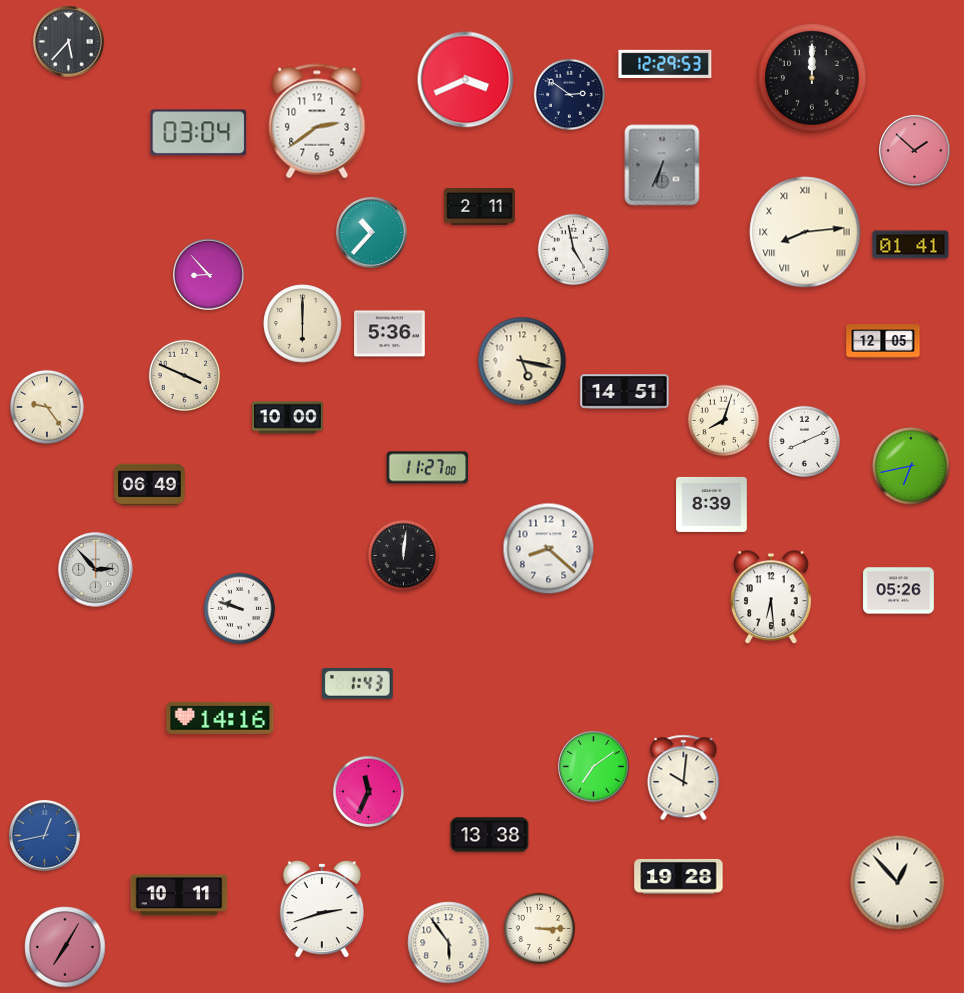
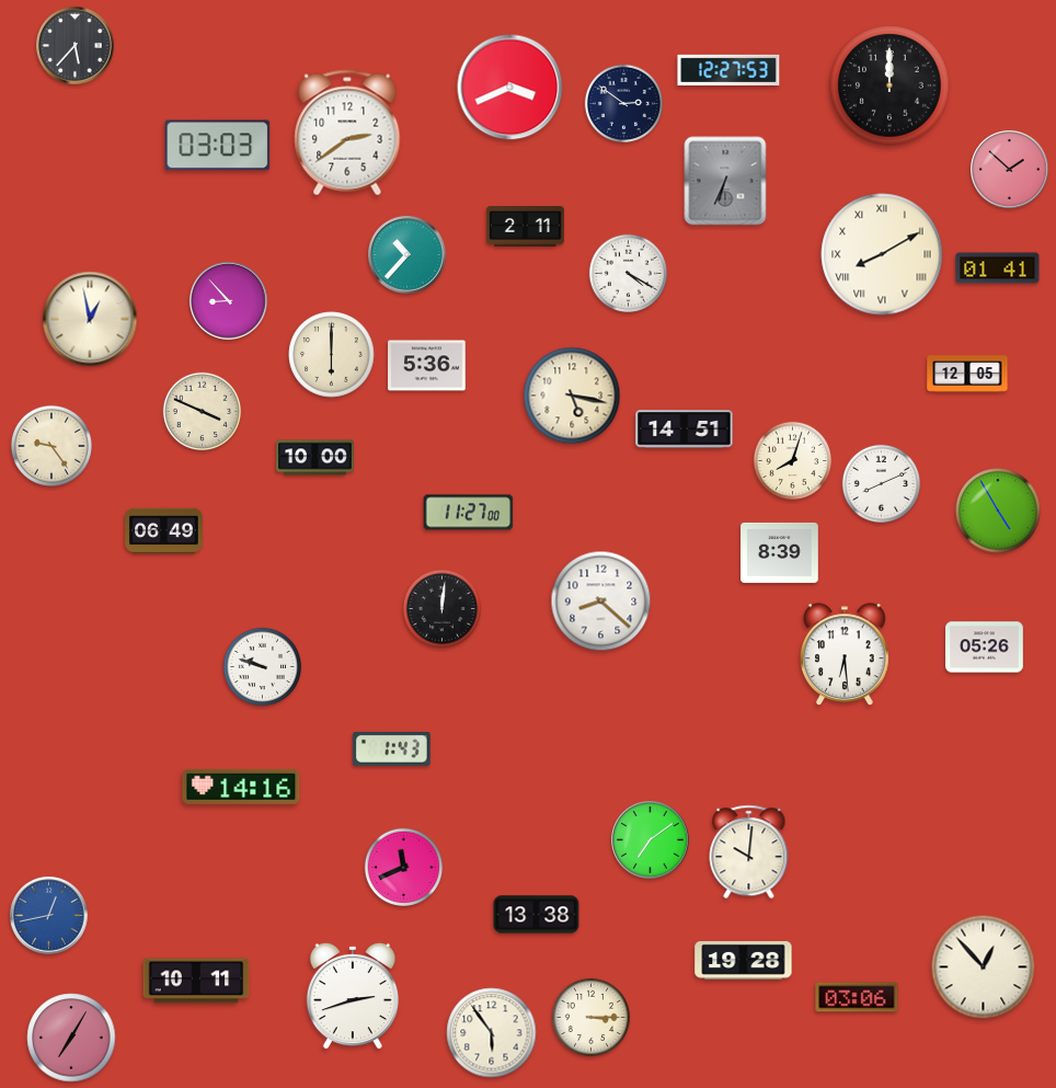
clock at (665, 63): 12:29 -> 12:27
clock at (199, 133): 03:04 -> 03:03
clock at (915, 151) position: (915, 151) -> (1010, 170)
clock at (805, 232): 8:14 -> 8:10
clock at (573, 249): 4:58 -> 4:20
clock at (90, 319): none -> 12:58
clock at (911, 466): 6:43 -> 4:55
clock at (96, 570): 2:53 -> none
clock at (368, 791): 11:34 -> 11:41
clock at (857, 997): none -> 03:06
